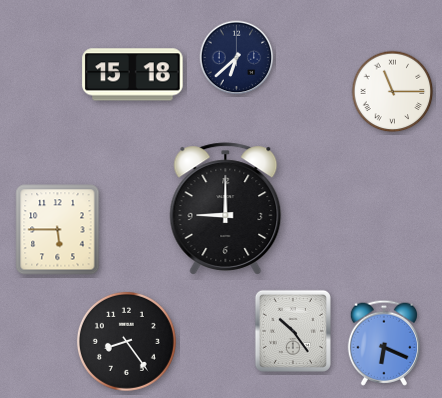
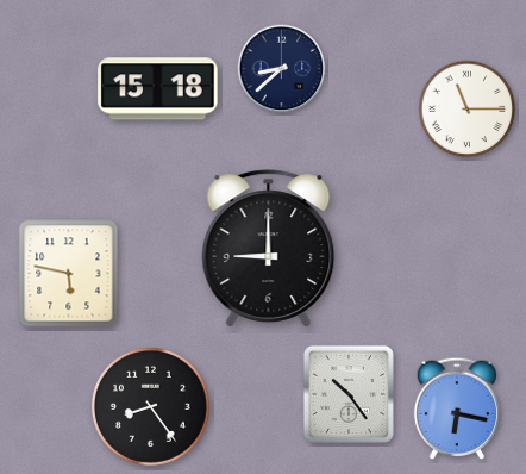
clock at (237, 58): 6:38 -> 8:38
clock at (58, 230): 5:45 -> 5:47
clock at (383, 343): 6:19 -> 6:17
